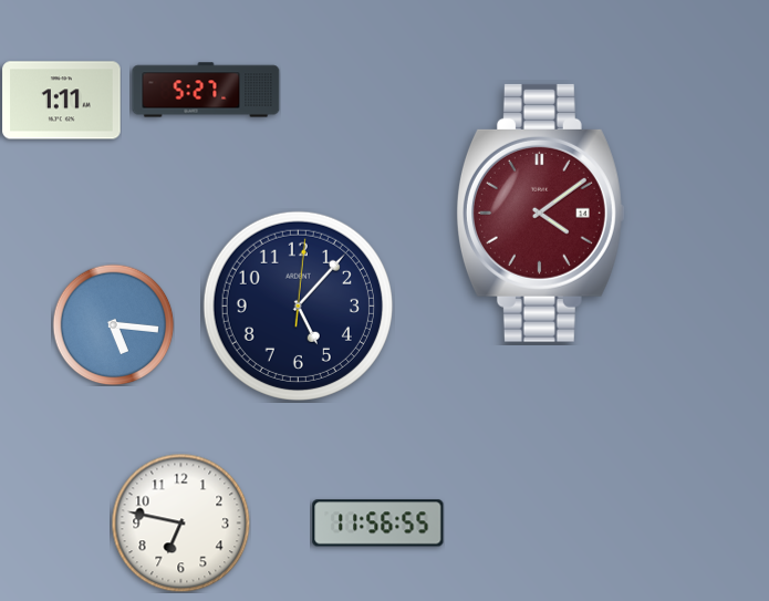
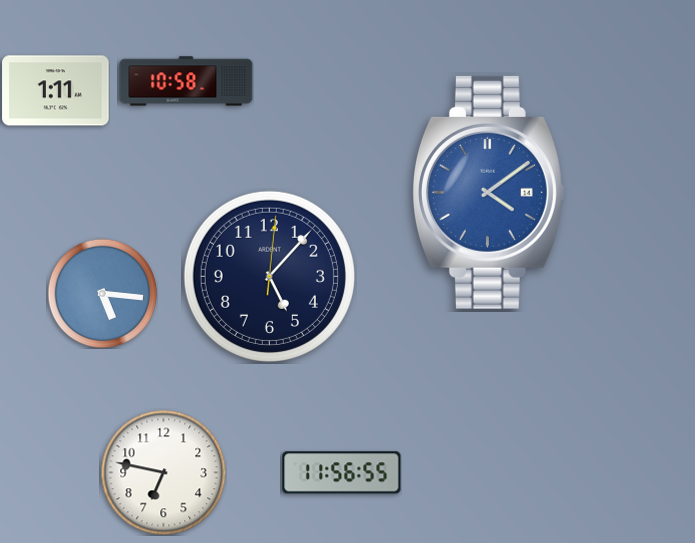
clock at (206, 90): 5:27 -> 10:58
clock at (540, 213) dial: burgundy -> blue
